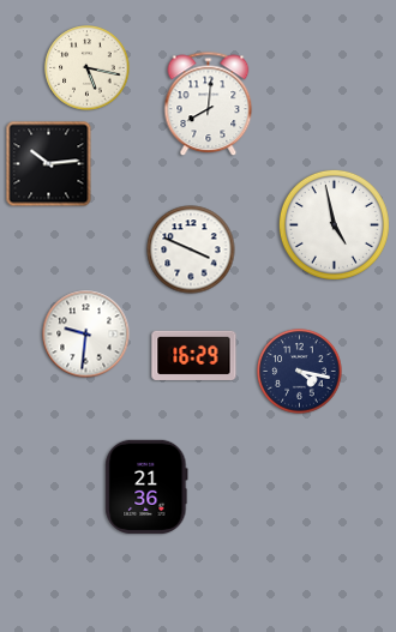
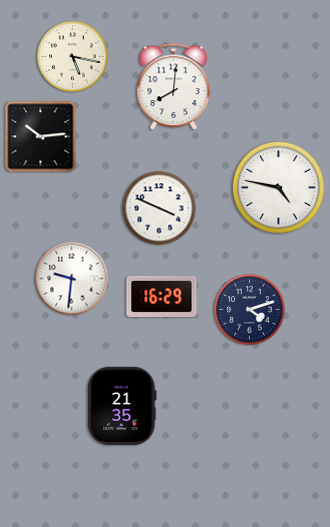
clock at (334, 224): 4:58 -> 4:47
clock at (300, 372): 4:17 -> 4:12
clock at (146, 487): 21:36 -> 21:35
